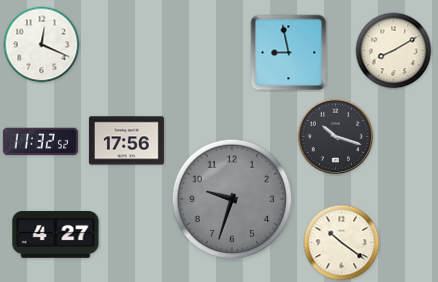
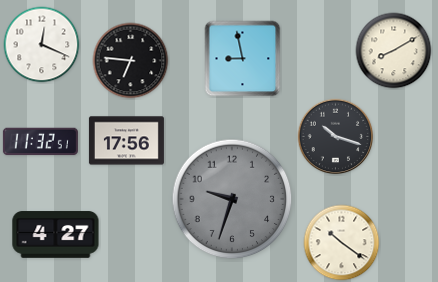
clock at (289, 53) position: (289, 53) -> (243, 59)
clock at (131, 61): none -> 6:46
clock at (40, 142): 11:32:52 -> 11:32:51
